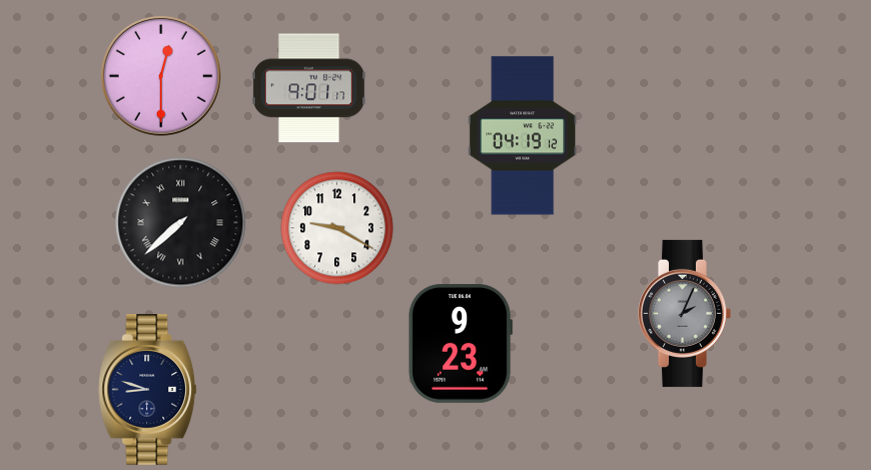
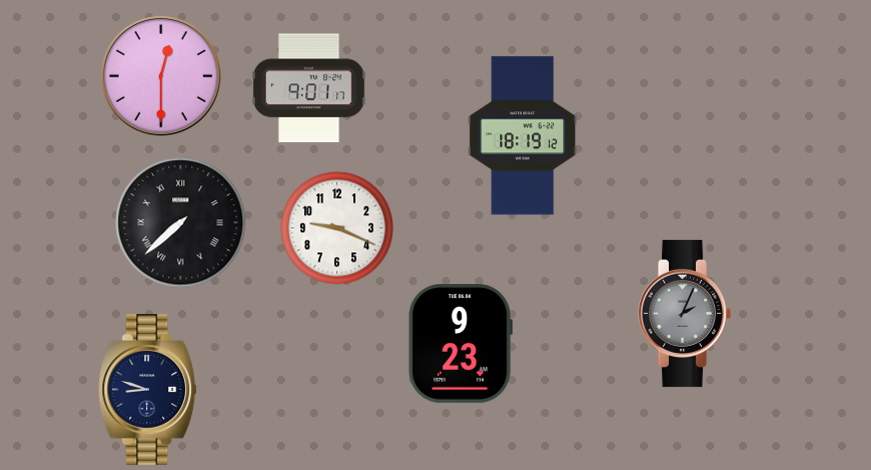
clock at (522, 136): 04:19 -> 18:19
clock at (337, 228): 9:20 -> 9:19
